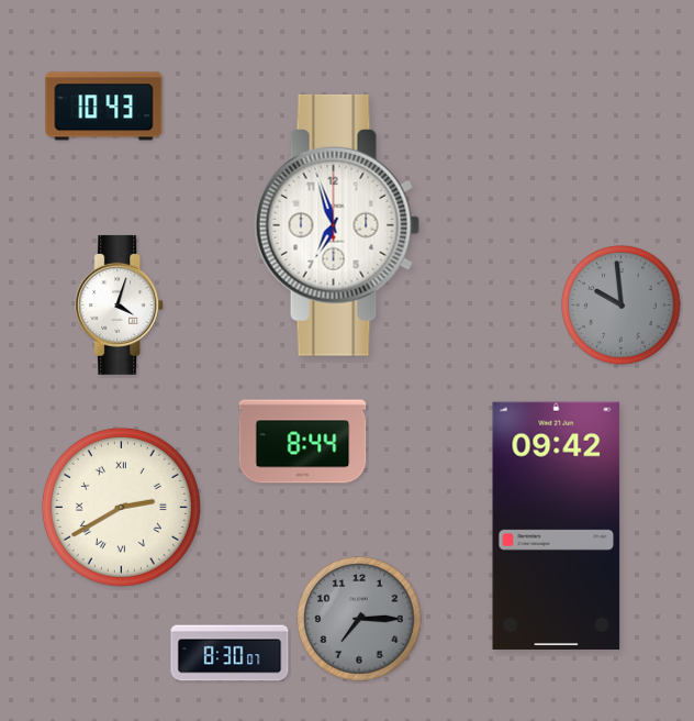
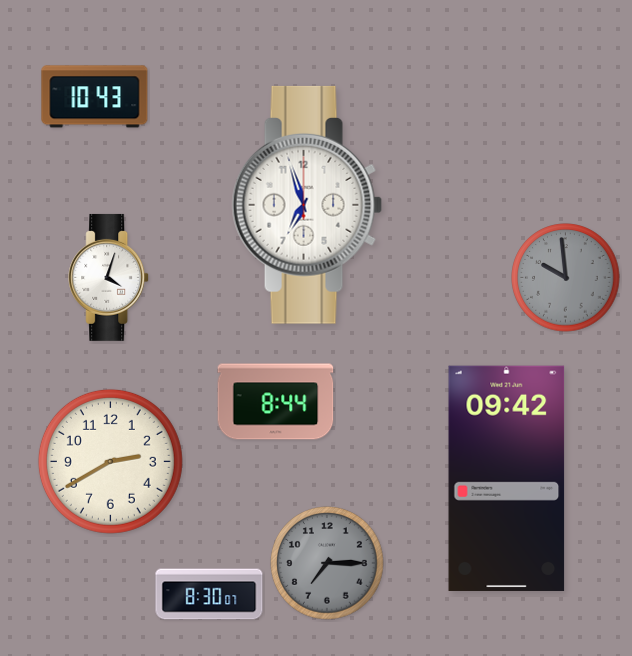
clock at (121, 507) numerals: Roman -> Arabic
